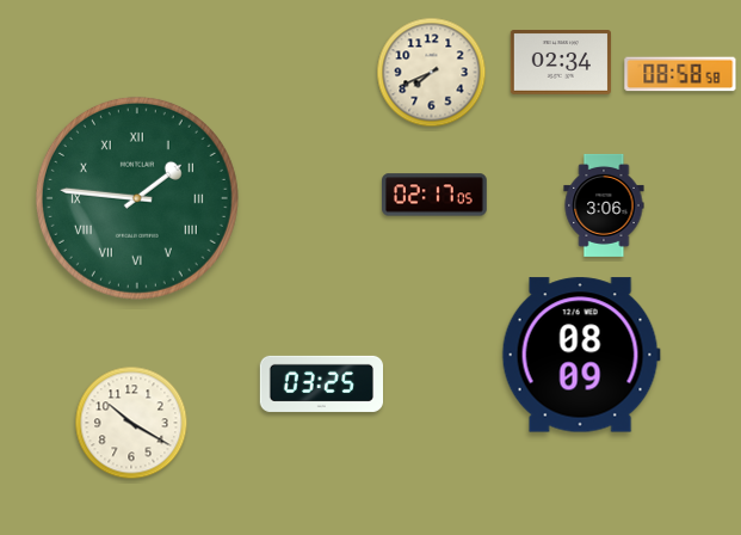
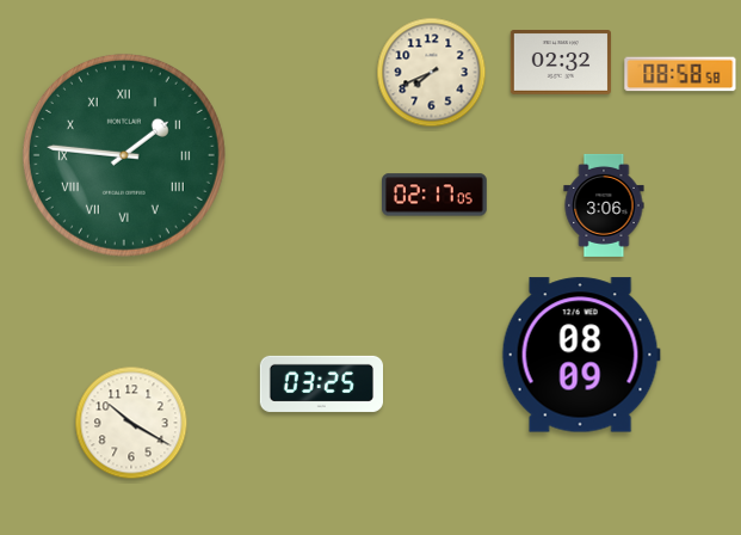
clock at (560, 63): 02:34 -> 02:32
clock at (137, 198) position: (137, 198) -> (124, 155)
